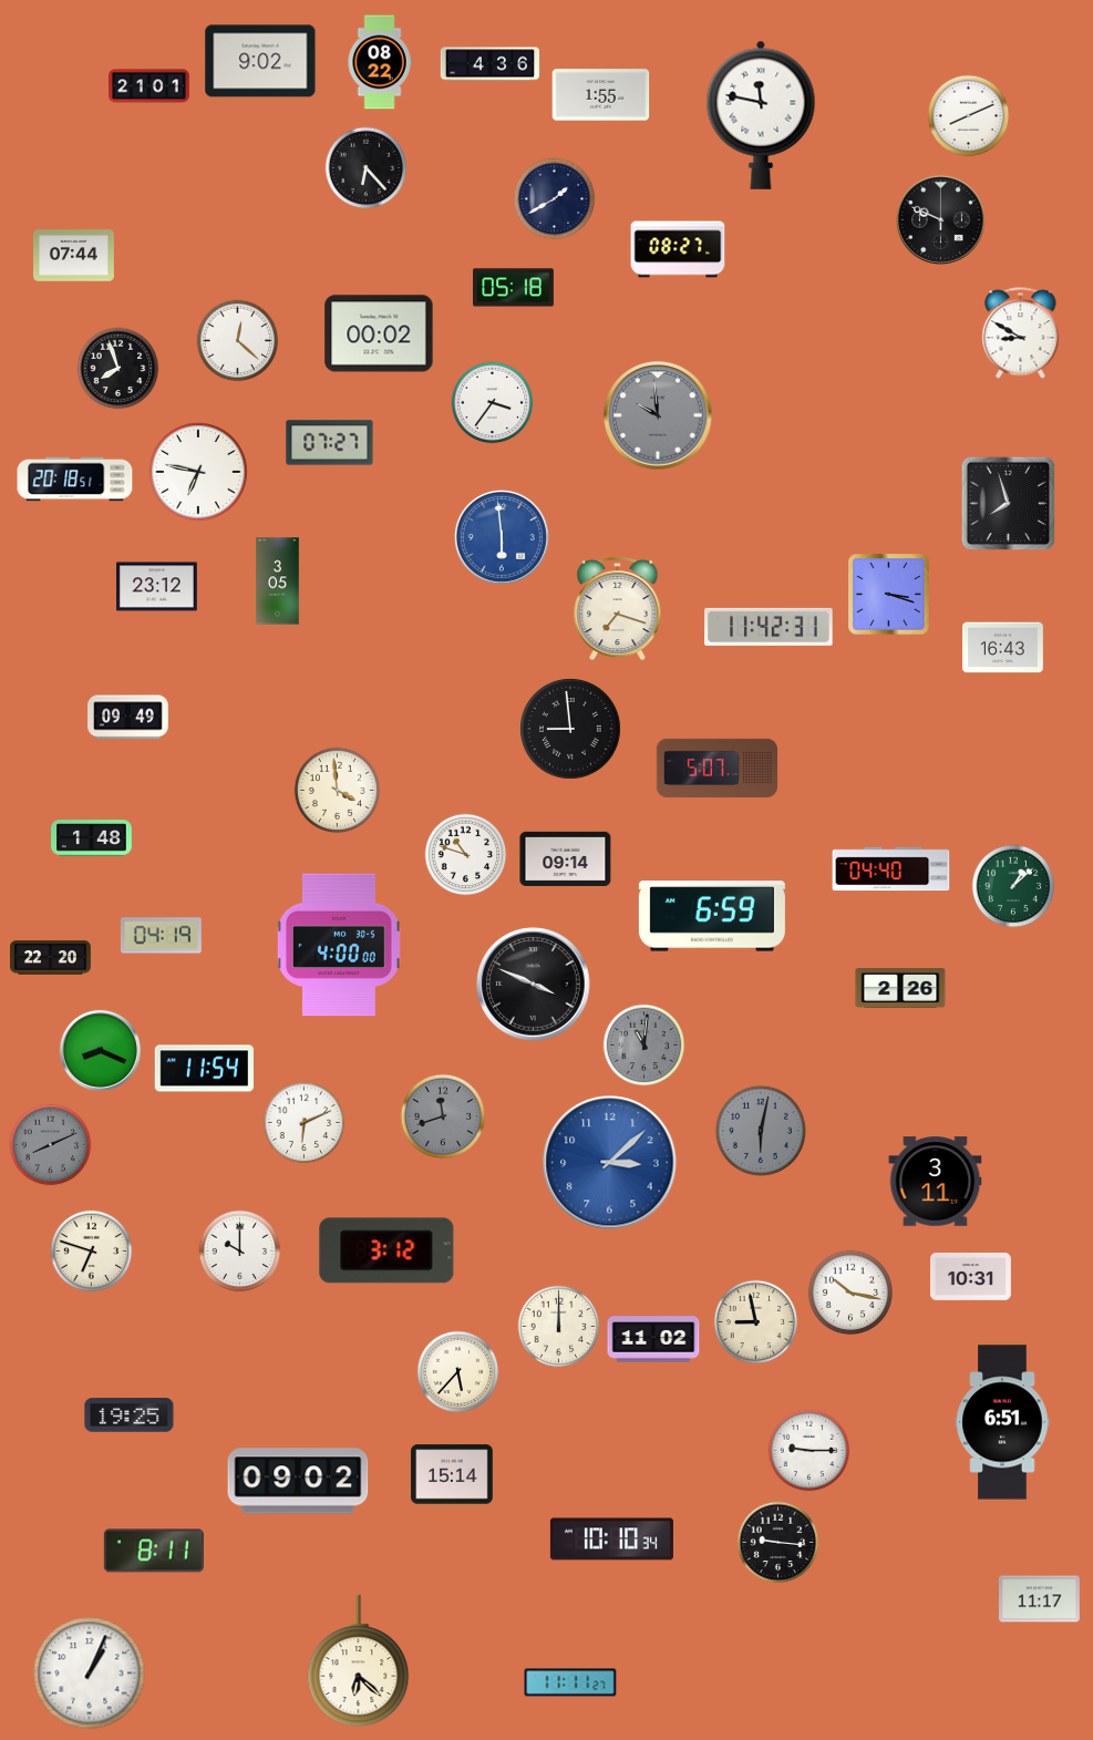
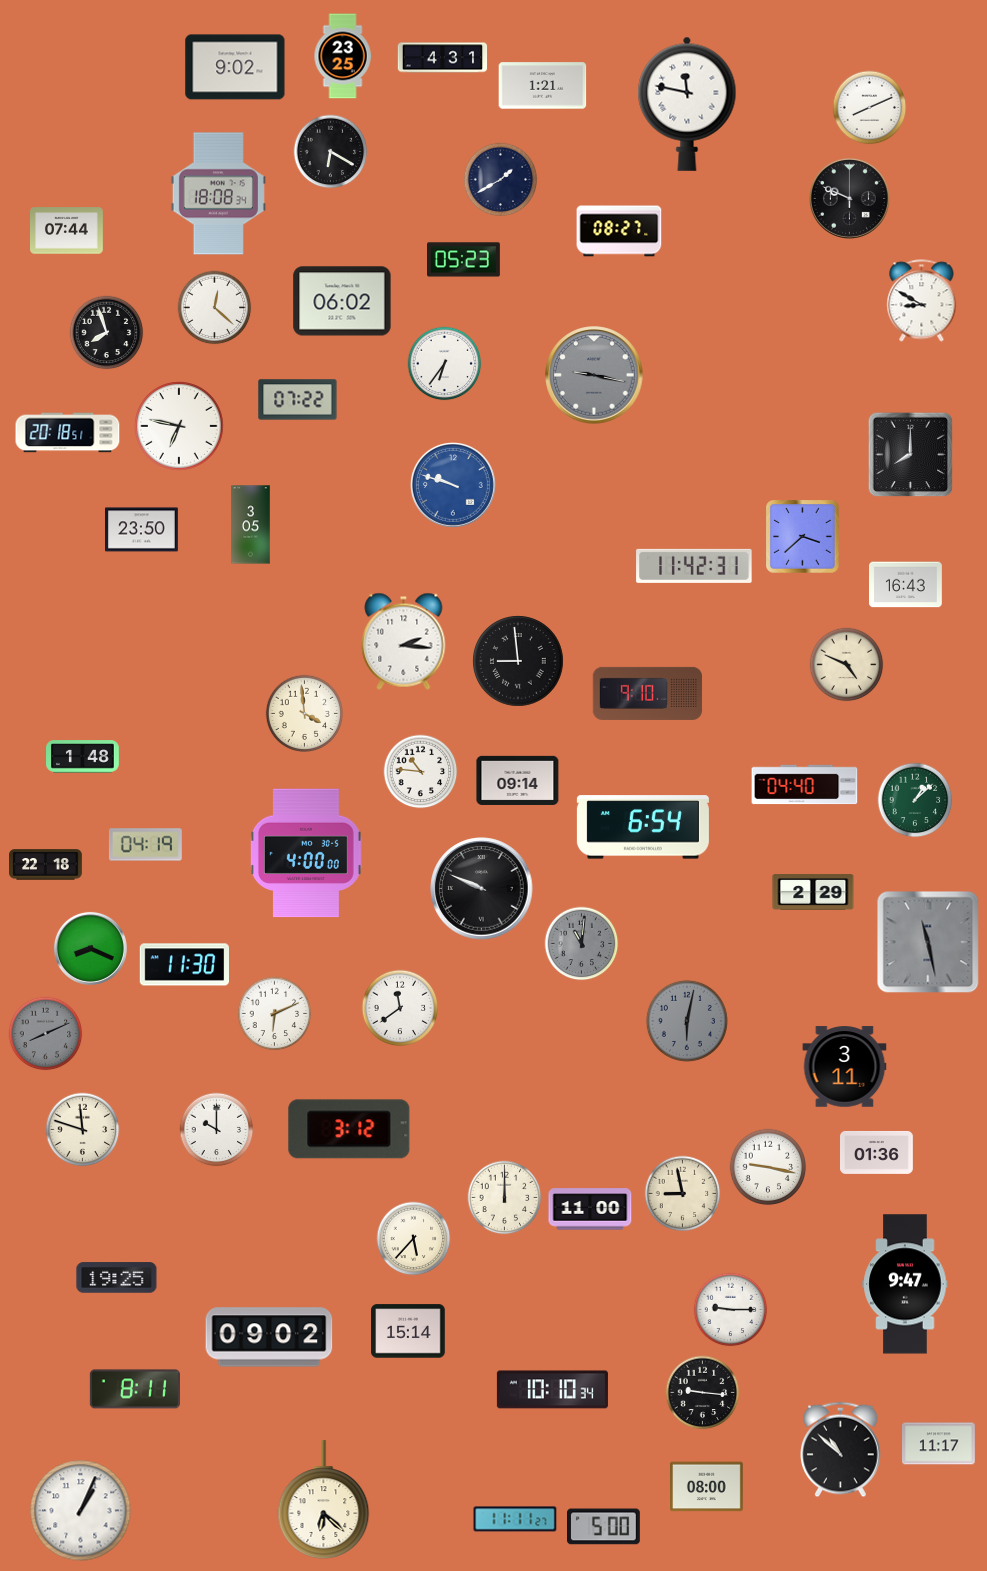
clock at (260, 61) position: (260, 61) -> (235, 67)
clock at (380, 62): 08:22 -> 23:25
clock at (491, 64): 4:36 -> 4:31
clock at (149, 86): 21:01 -> none
clock at (601, 95): 1:55 -> 1:21
clock at (969, 116) position: (969, 116) -> (870, 108)
clock at (367, 168): 6:23 -> 6:20
clock at (218, 194): none -> 18:08
clock at (678, 249) position: (678, 249) -> (619, 231)
clock at (514, 288): 05:18 -> 05:23
clock at (379, 333): 00:02 -> 06:02
clock at (493, 403): 3:36 -> 6:36
clock at (658, 415): 9:59 -> 9:17
clock at (330, 443): 07:27 -> 07:22
clock at (1009, 504): 7:57 -> 8:00
clock at (503, 538): 5:59 -> 9:48
clock at (157, 587): 23:12 -> 23:50
clock at (889, 595): 3:18 -> 3:38
clock at (618, 608): 7:18 -> none
clock at (404, 641): none -> 2:16
clock at (128, 718): 09:49 -> none
clock at (570, 729) position: (570, 729) -> (518, 661)
clock at (847, 665): none -> 4:49
clock at (718, 768): 5:07 -> 9:10
clock at (466, 855): 10:48 -> 10:46
clock at (566, 858) position: (566, 858) -> (518, 780)
clock at (712, 916): 6:59 -> 6:54
clock at (51, 958): 22:20 -> 22:18
clock at (534, 985): 3:49 -> 9:49
clock at (900, 988): 2:26 -> 2:29
clock at (928, 942): none -> 11:28
clock at (204, 1069): 11:54 -> 11:30
clock at (443, 1116): 11:42 -> 11:39
clock at (443, 1116) dial: grey -> white
clock at (610, 1163): 3:08 -> none
clock at (92, 1252): 6:48 -> 11:48
clock at (971, 1276): 10:31 -> 01:36
clock at (850, 1293): 10:17 -> 9:17
clock at (653, 1339): 11:02 -> 11:00
clock at (1002, 1422): 6:51 -> 9:47
clock at (154, 1551) position: (154, 1551) -> (135, 1389)
clock at (841, 1450): none -> 10:52
clock at (707, 1487): none -> 08:00
clock at (604, 1527): none -> 5:00
